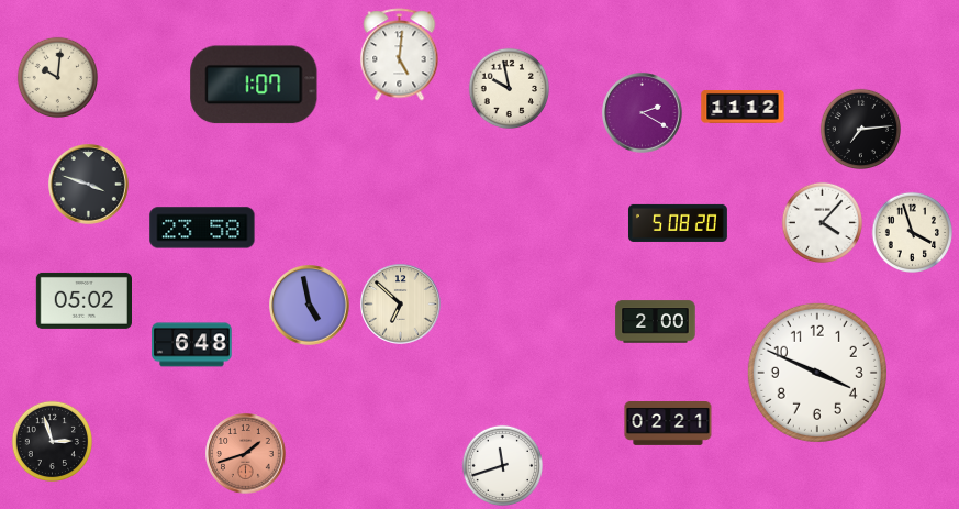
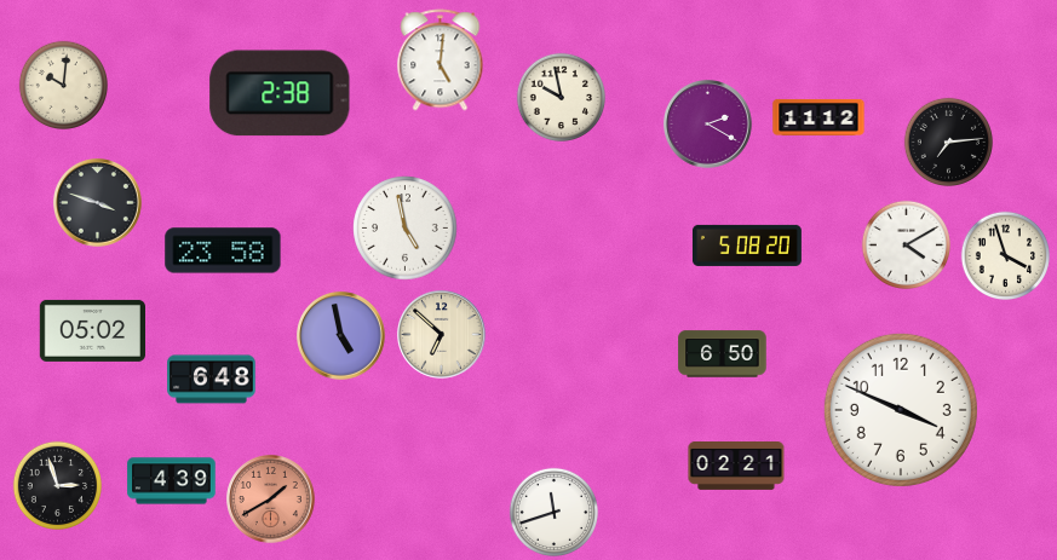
clock at (254, 85): 1:07 -> 2:38
clock at (406, 229): none -> 4:58
clock at (822, 222): 4:07 -> 4:10
clock at (656, 322): 2:00 -> 6:50
clock at (172, 481): none -> 4:39
clock at (246, 454): 1:42 -> 1:40
